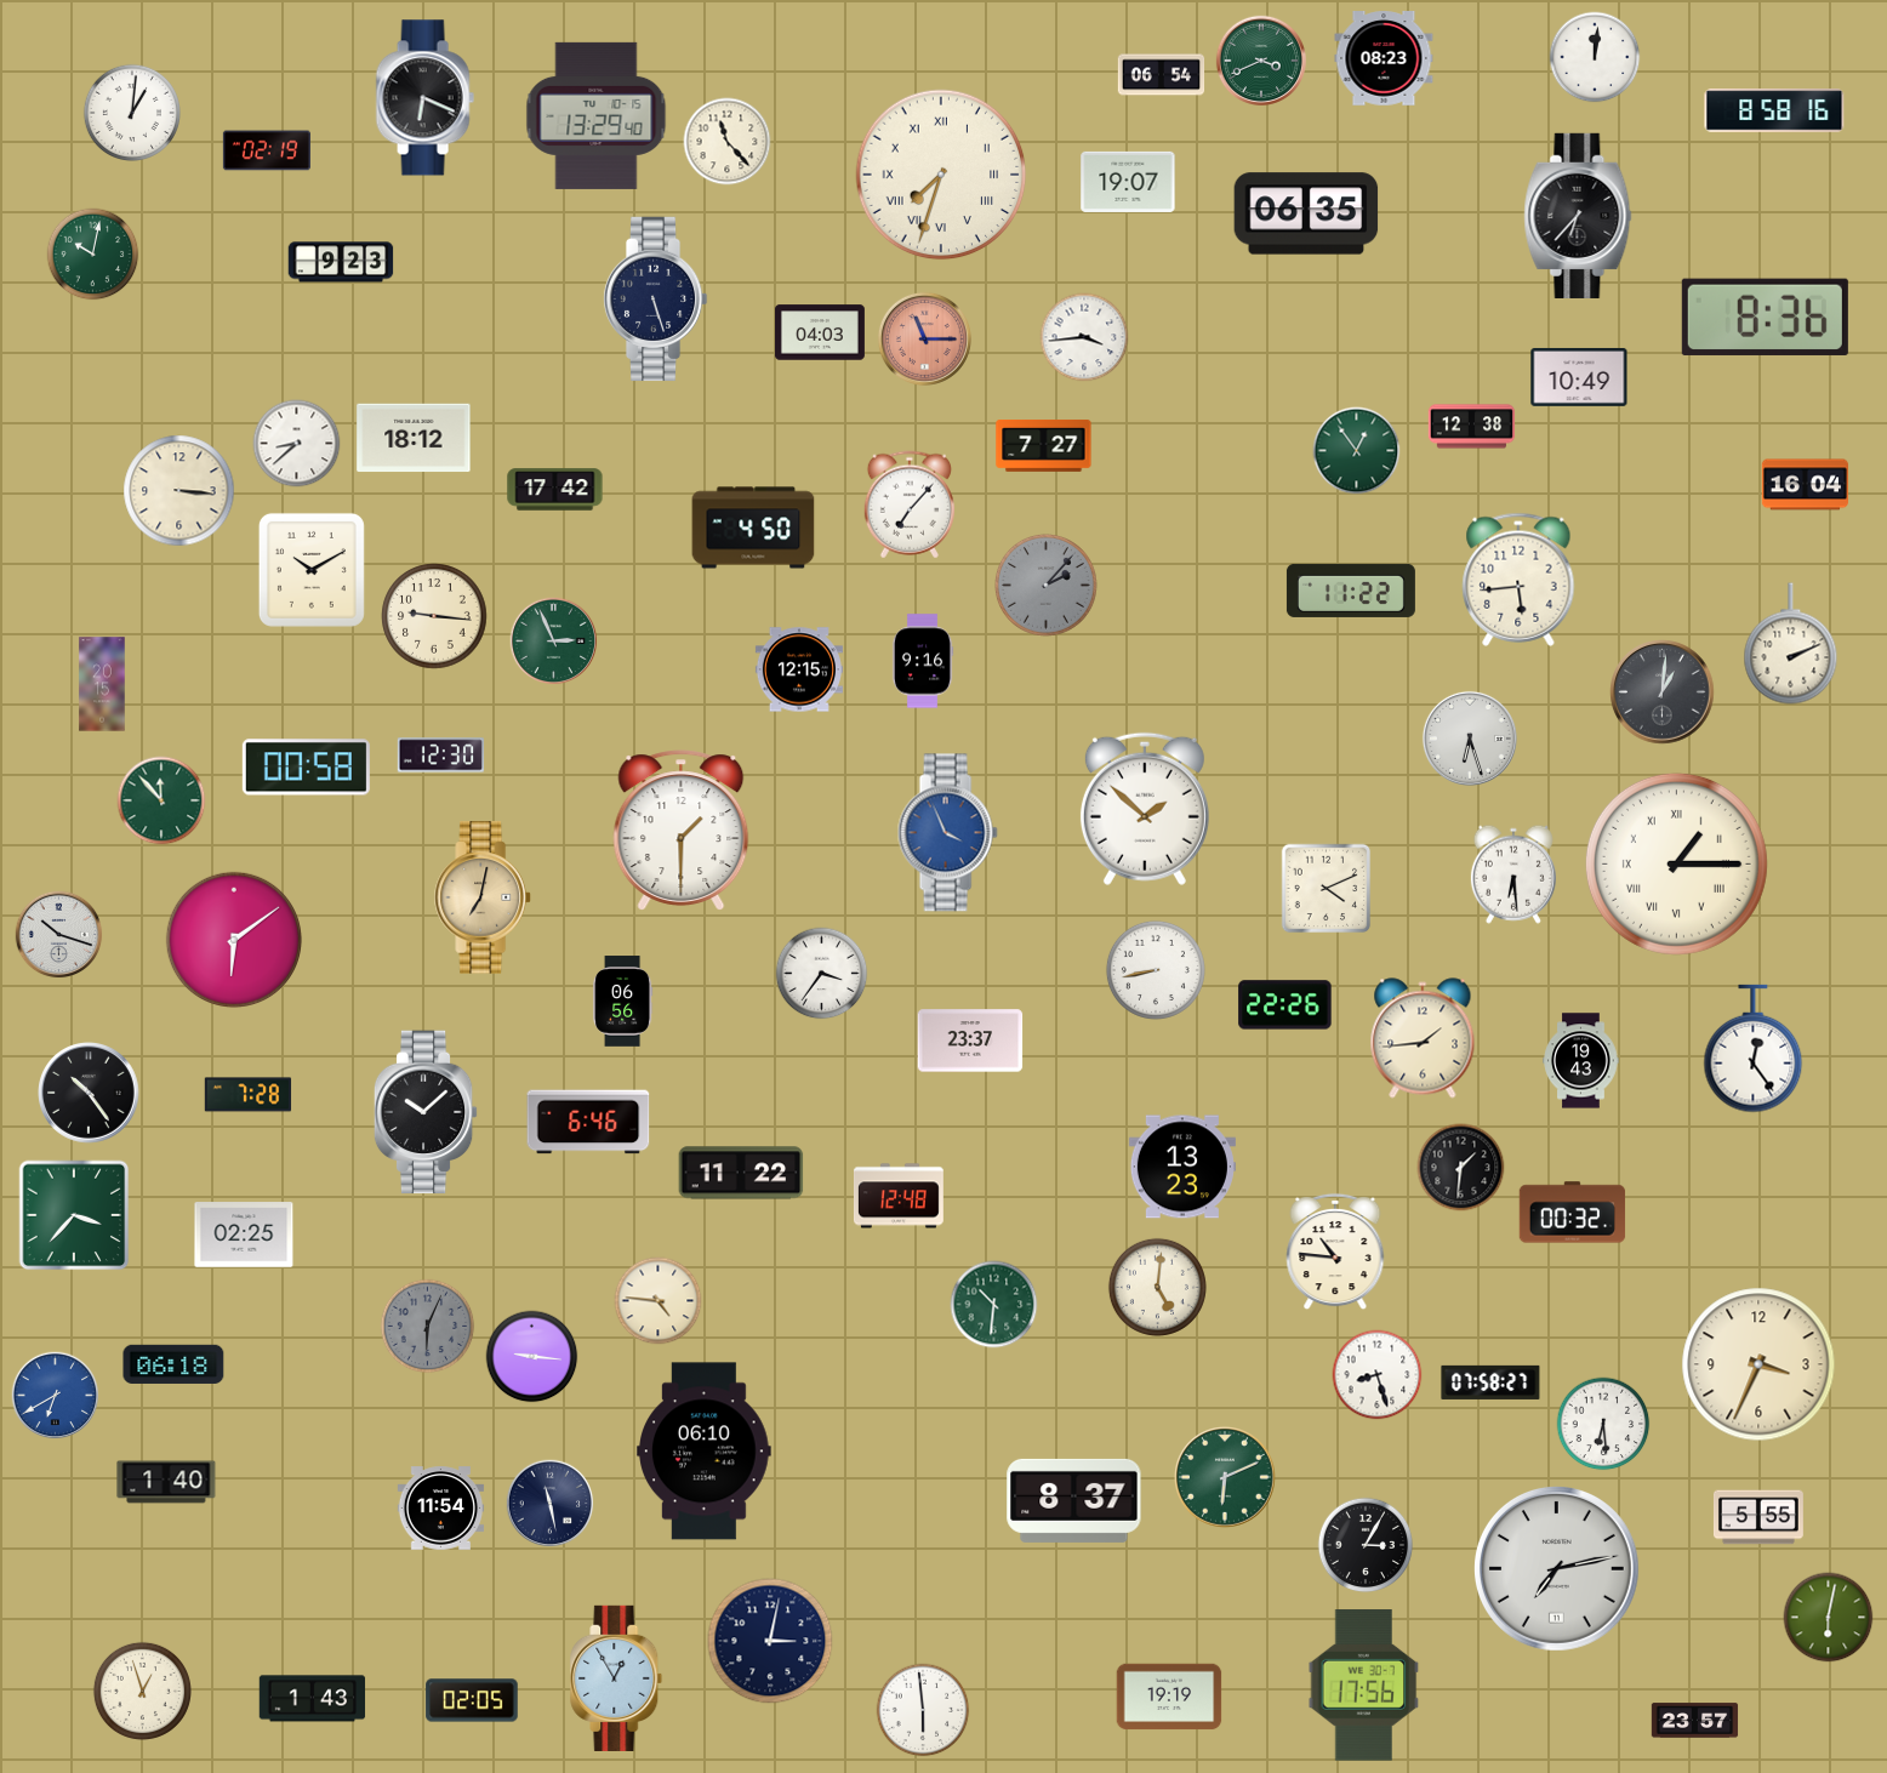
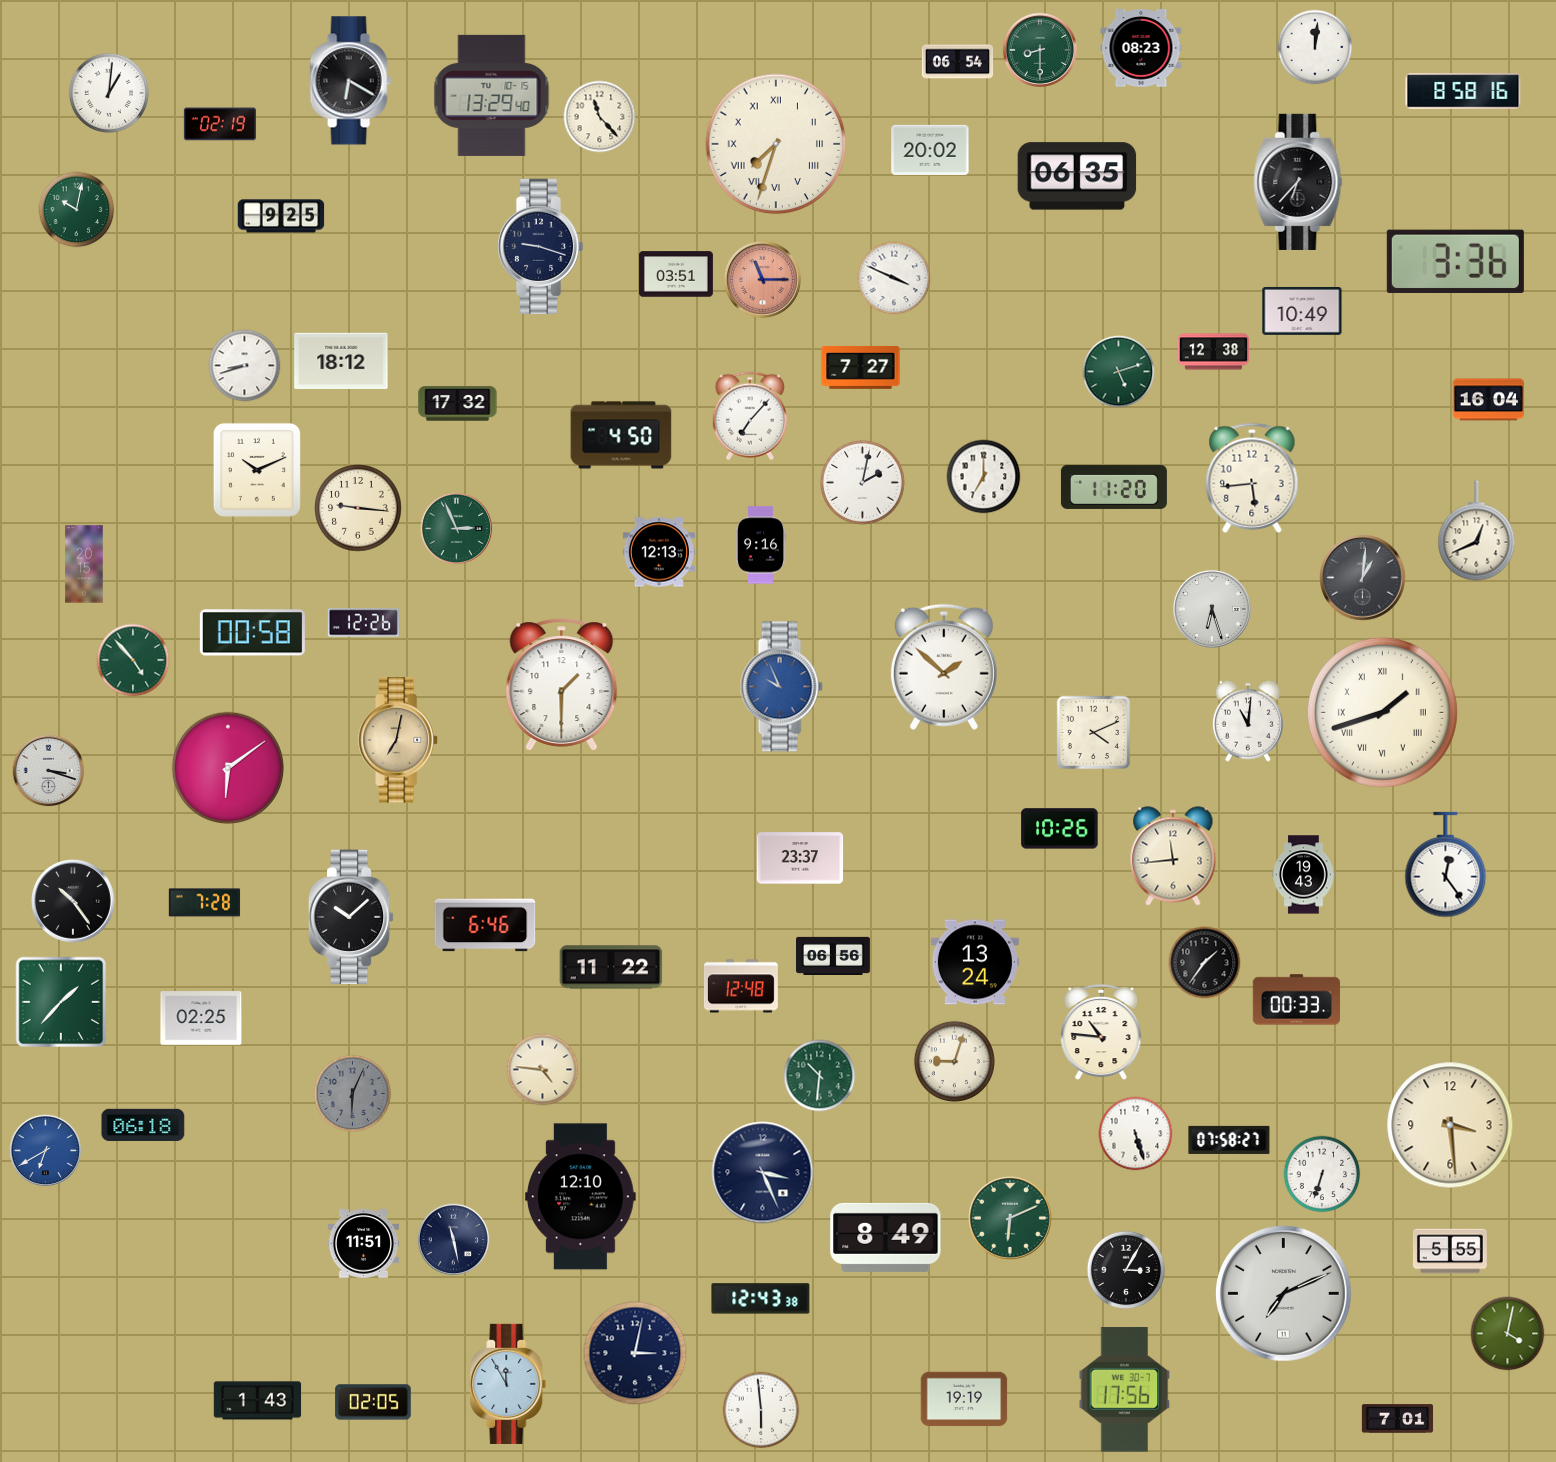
clock at (1260, 59): 3:41 -> 8:30
clock at (424, 98): 6:19 -> 6:20
clock at (1128, 182): 19:07 -> 20:02
clock at (1578, 216) position: (1578, 216) -> (1298, 182)
clock at (341, 262): 9:23 -> 9:25
clock at (655, 300): 5:27 -> 9:18
clock at (1765, 317): 8:36 -> 3:36
clock at (820, 332): 04:03 -> 03:51
clock at (1084, 337): 3:44 -> 3:49
clock at (297, 444): 8:38 -> 8:42
clock at (1357, 451): 12:54 -> 5:12
clock at (555, 490): 17:42 -> 17:32
clock at (179, 491): 3:16 -> none
clock at (312, 570): 10:10 -> 10:11
clock at (984, 477): none -> 7:00
clock at (1045, 585): 2:07 -> 2:02
clock at (1045, 585) dial: grey -> white
clock at (1351, 591): 11:22 -> 11:20
clock at (1791, 644): 2:11 -> 12:41
clock at (799, 669): 12:15 -> 12:13
clock at (1663, 692) position: (1663, 692) -> (1363, 578)
clock at (441, 756): 12:30 -> 12:26
clock at (161, 800): 11:53 -> 4:53
clock at (947, 833): 3:56 -> 9:56
clock at (1676, 863): 1:15 -> 1:42
clock at (1513, 874): 6:29 -> 11:01
clock at (59, 935): 10:18 -> 3:18
clock at (234, 940) position: (234, 940) -> (228, 768)
clock at (1156, 970): 8:43 -> none
clock at (822, 974): 3:36 -> none
clock at (623, 1002): 06:56 -> none
clock at (1285, 1005): 22:26 -> 10:26
clock at (1423, 1038): 1:44 -> 11:44
clock at (834, 955): none -> 06:56
clock at (1182, 1167): 13:23 -> 13:24
clock at (1461, 1168): 1:31 -> 1:36
clock at (1573, 1213): 00:32 -> 00:33
clock at (74, 1215): 3:37 -> 1:37
clock at (1157, 1287): 5:01 -> 9:03
clock at (659, 1301) position: (659, 1301) -> (543, 1070)
clock at (532, 1357): 9:16 -> none
clock at (1758, 1364): 3:34 -> 3:29
clock at (1378, 1375): 8:27 -> 5:27
clock at (763, 1173): none -> 3:26
clock at (1603, 1424): 6:29 -> 6:33
clock at (705, 1452): 06:10 -> 12:10
clock at (166, 1482): 1:40 -> none
clock at (1074, 1500): 8:37 -> 8:49
clock at (441, 1509): 11:54 -> 11:51
clock at (1366, 1545) position: (1366, 1545) -> (1126, 1270)
clock at (1556, 1568): 7:13 -> 7:11
clock at (761, 1299): none -> 12:43
clock at (1829, 1618): 6:02 -> 4:02
clock at (616, 1678): 12:55 -> 11:55
clock at (142, 1691): 12:57 -> none
clock at (472, 1700) position: (472, 1700) -> (373, 1402)
clock at (1695, 1721): 23:57 -> 7:01
